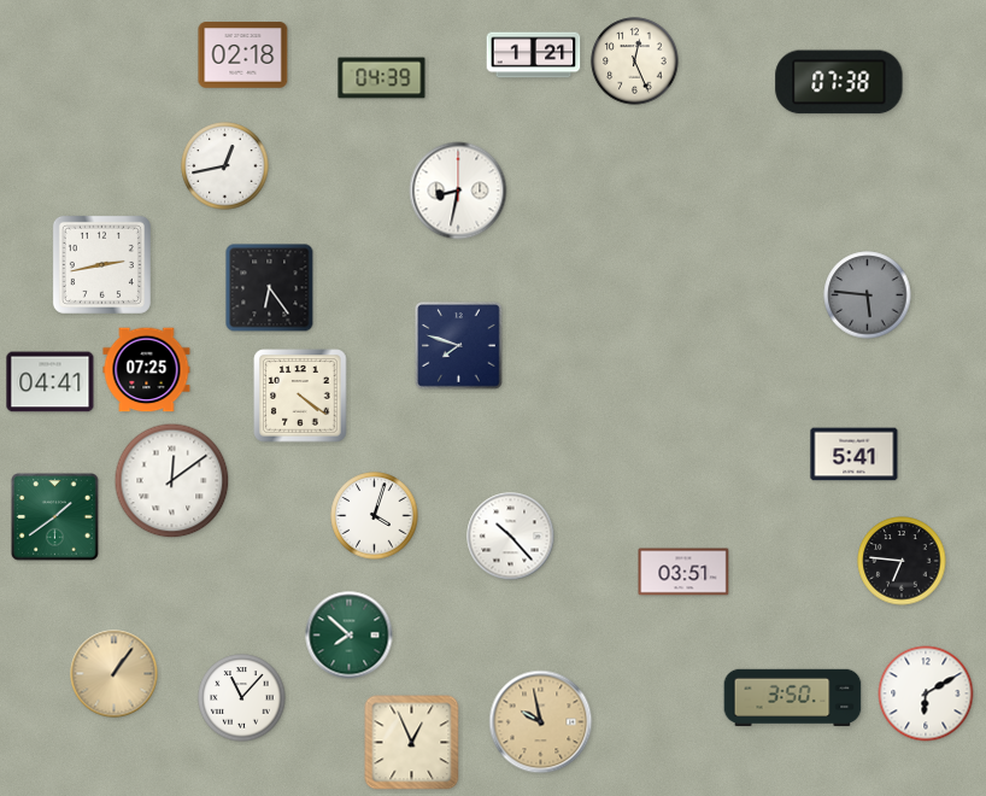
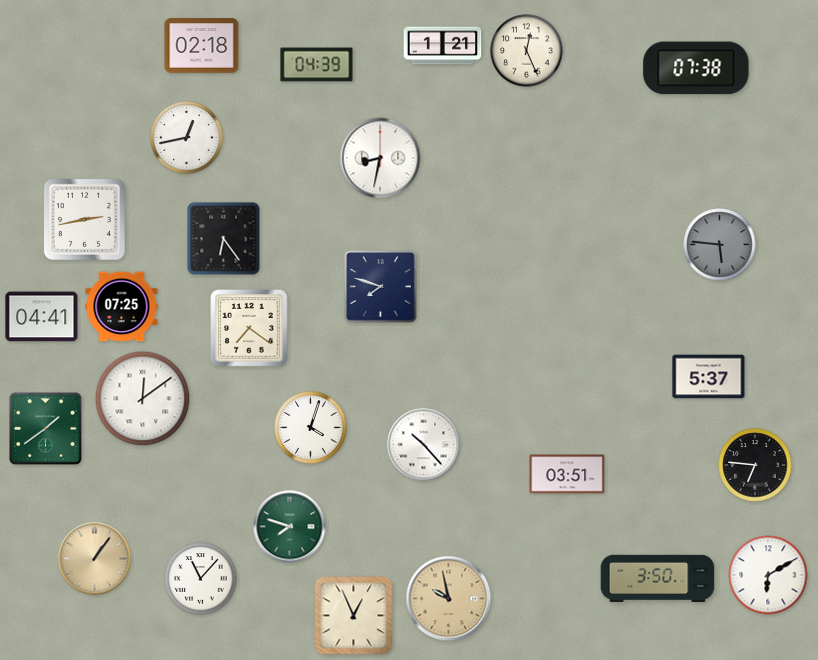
clock at (300, 396): 4:21 -> 7:21
clock at (855, 455): 5:41 -> 5:37
clock at (902, 561) position: (902, 561) -> (755, 465)
clock at (350, 636): 7:52 -> 7:48
clock at (412, 743) position: (412, 743) -> (354, 616)
